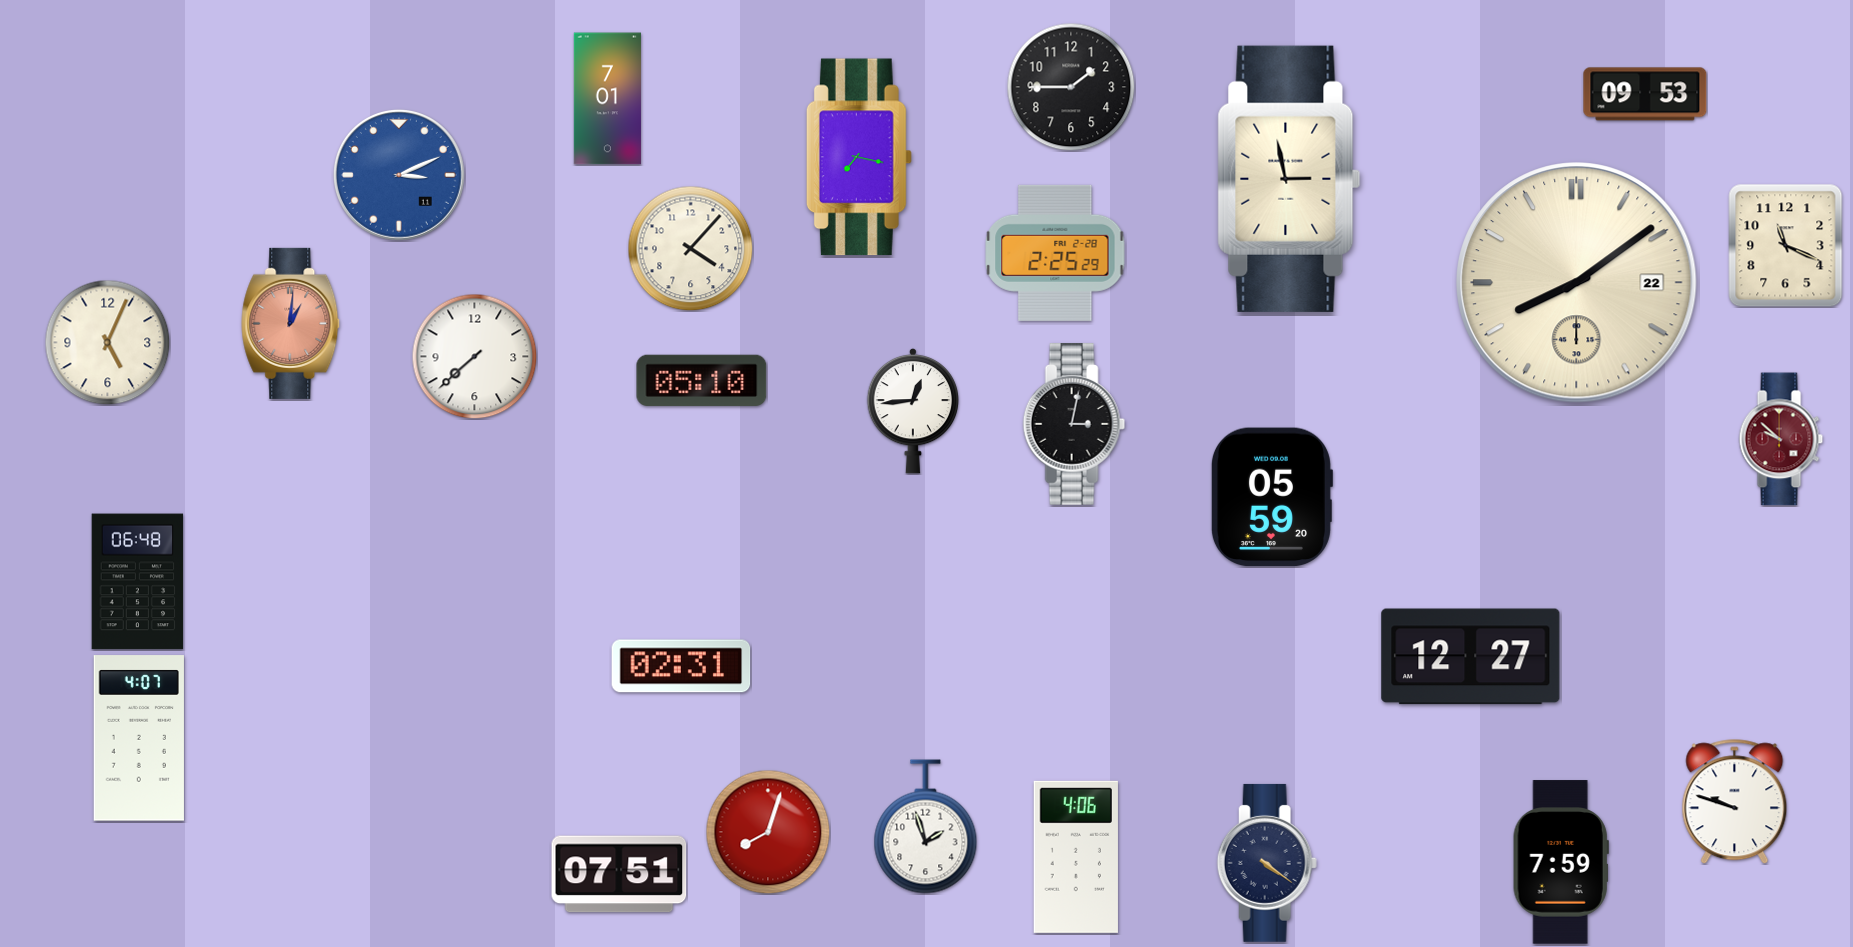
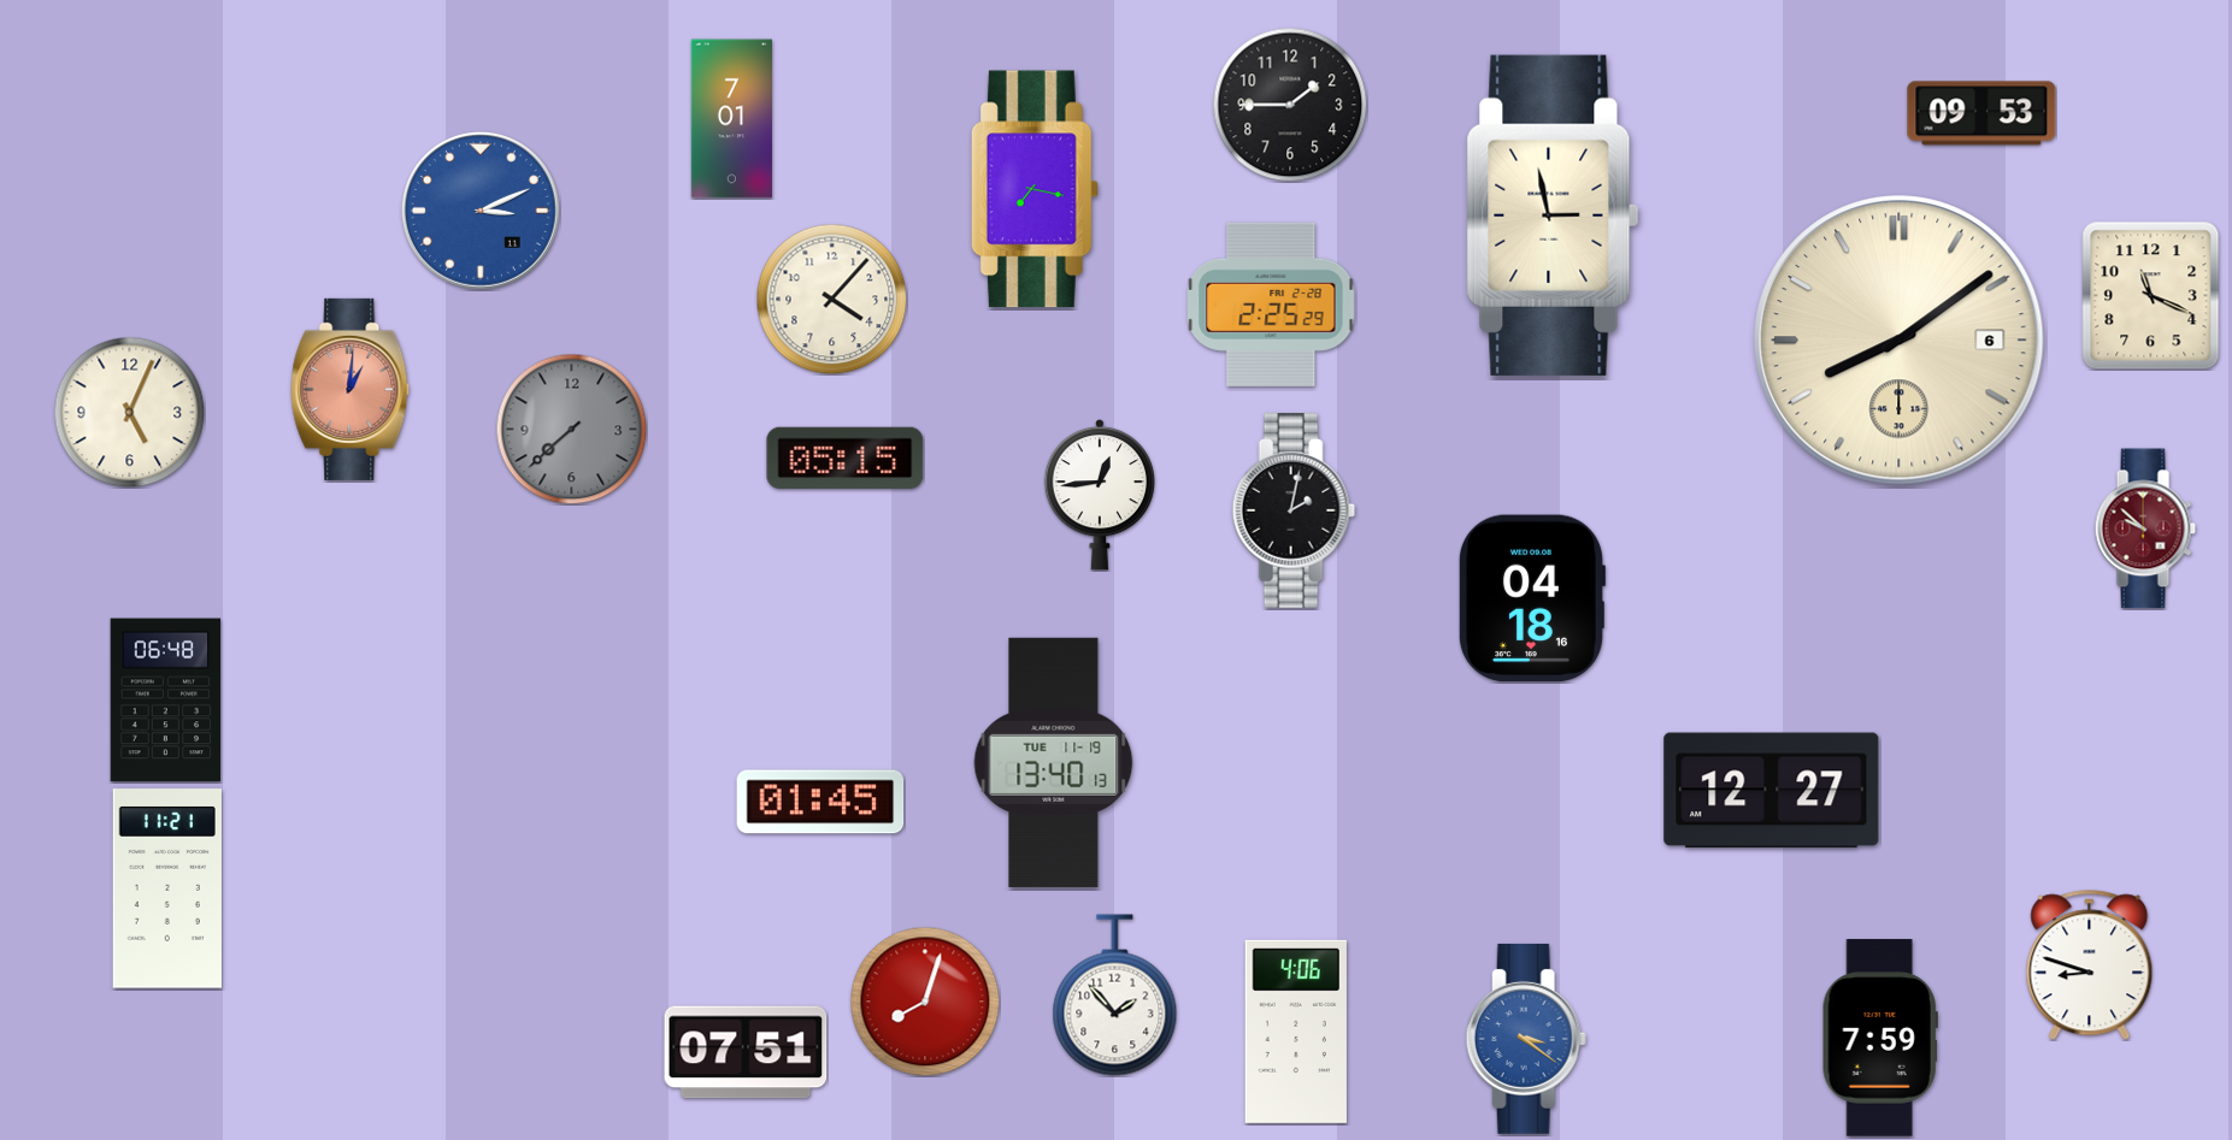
clock at (1577, 283) date: 22 -> 6
clock at (474, 356) dial: white -> grey
clock at (702, 380): 05:10 -> 05:15
clock at (1074, 425): 3:02 -> 2:02
clock at (1271, 497): 05:59 -> 04:18
clock at (1054, 762): none -> 13:40
clock at (681, 666): 02:31 -> 01:45
clock at (139, 738): 4:07 -> 11:21
clock at (1735, 802): 9:48 -> 8:48
clock at (926, 827): 1:57 -> 1:53
clock at (1267, 863): 4:21 -> 3:21
clock at (1267, 863) dial: navy -> blue
